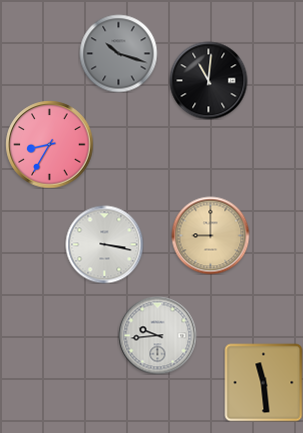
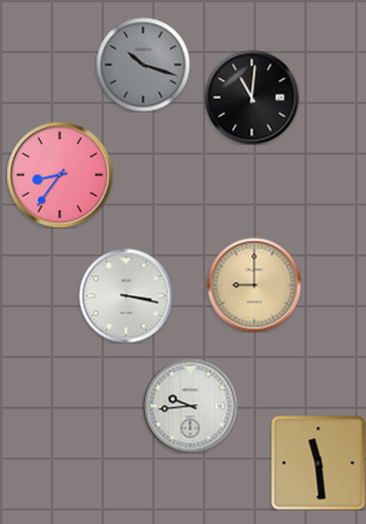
clock at (49, 144): 8:35 -> 8:36
